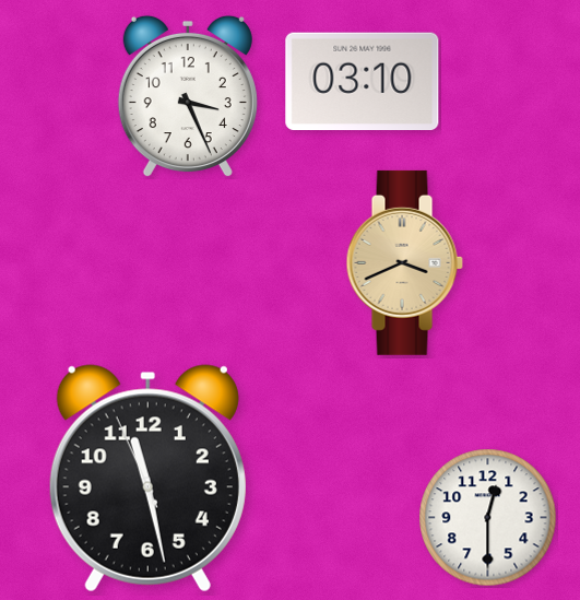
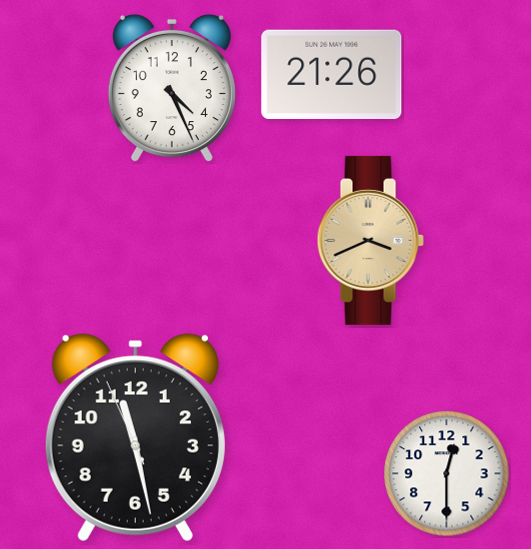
clock at (363, 81): 03:10 -> 21:26
clock at (188, 96): 3:26 -> 4:26
